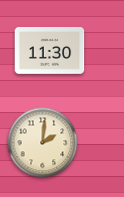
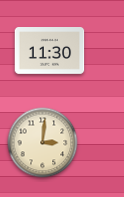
clock at (43, 143): 2:01 -> 3:01
